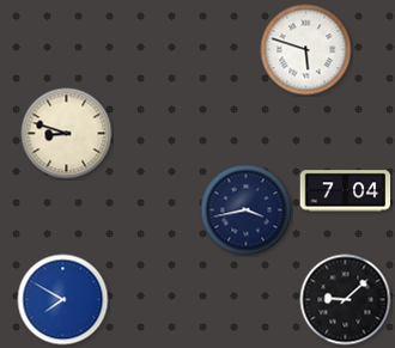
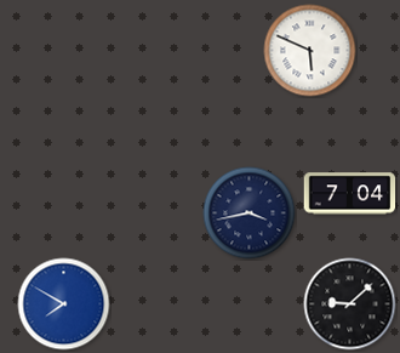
clock at (306, 50): 5:48 -> 5:49
clock at (67, 134): 8:48 -> none
